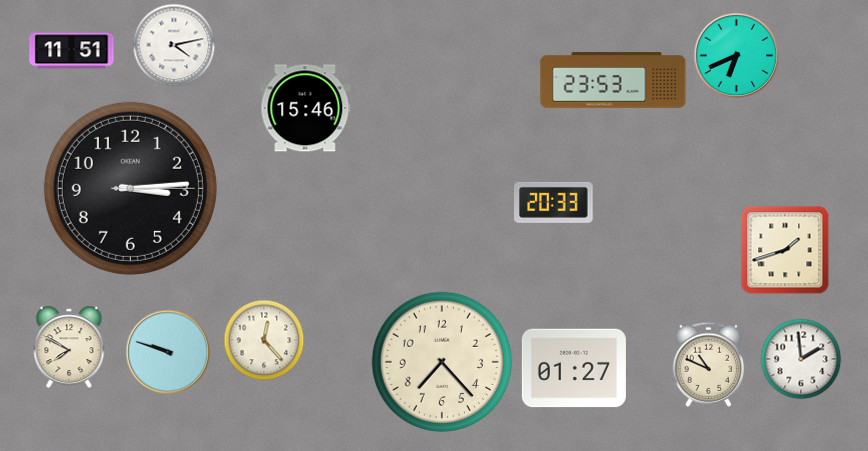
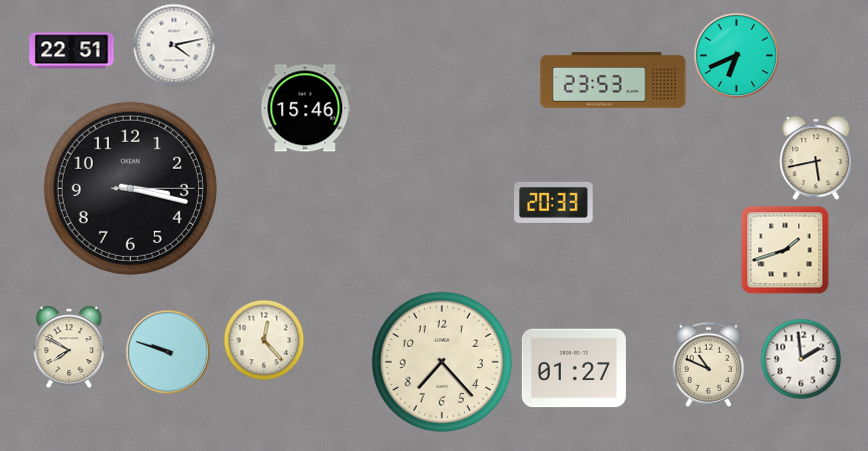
clock at (72, 51): 11:51 -> 22:51
clock at (816, 159): none -> 5:43
clock at (130, 188): 3:14 -> 3:17
